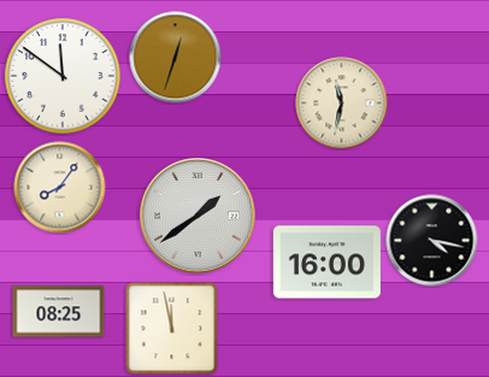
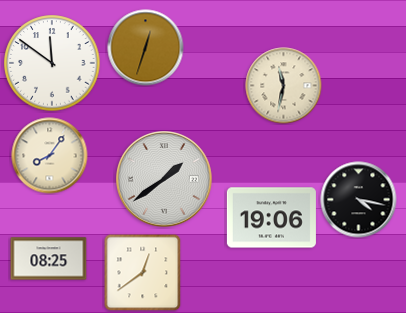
clock at (326, 263): 16:00 -> 19:06
clock at (171, 328): 11:58 -> 12:39
